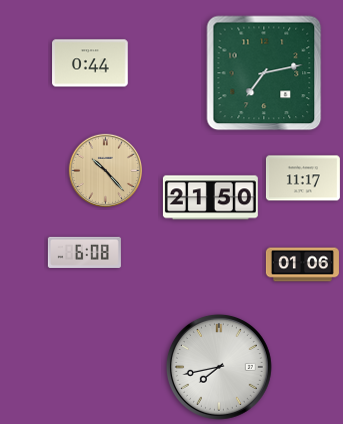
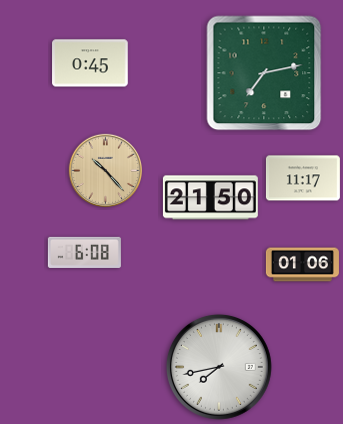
clock at (90, 63): 0:44 -> 0:45
